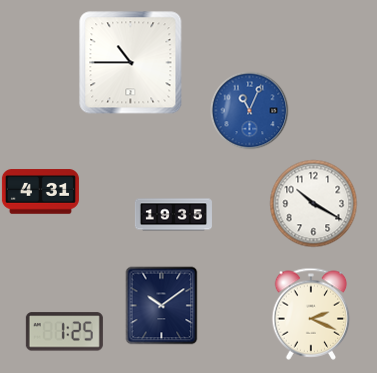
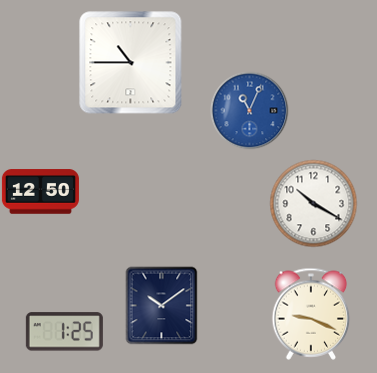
clock at (40, 192): 4:31 -> 12:50
clock at (173, 215): 19:35 -> none
clock at (311, 314): 2:19 -> 9:19
